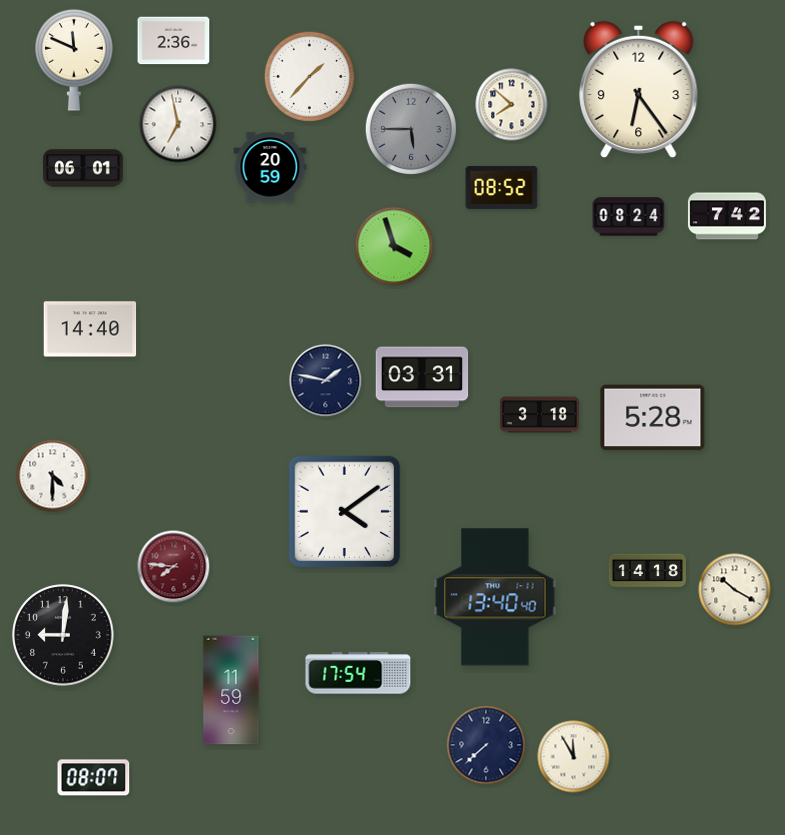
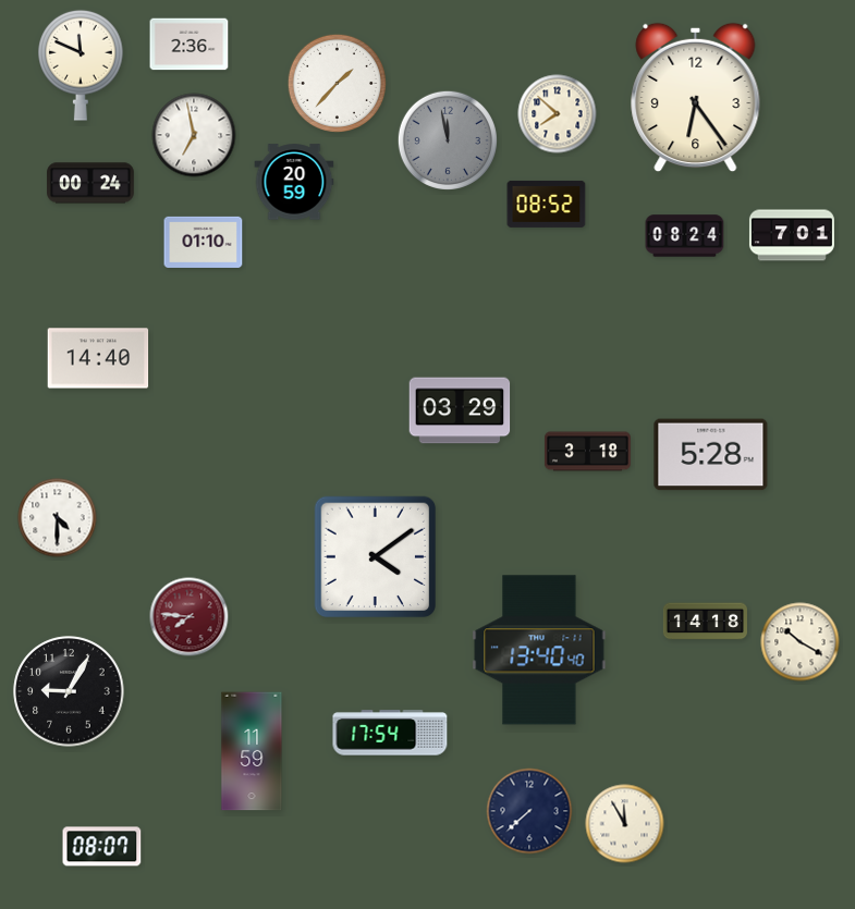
clock at (410, 128): 5:45 -> 11:58
clock at (83, 168): 06:01 -> 00:24
clock at (727, 216): 7:42 -> 7:01
clock at (204, 242): none -> 01:10
clock at (394, 246): 3:57 -> none
clock at (422, 377): 03:31 -> 03:29
clock at (326, 381): 1:47 -> none
clock at (63, 635): 9:01 -> 9:05
